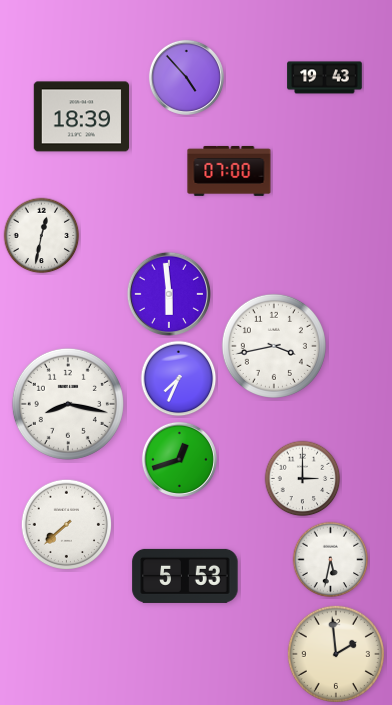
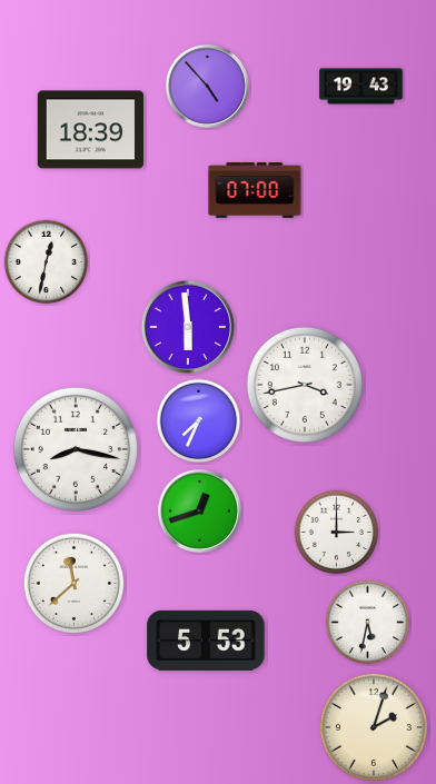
clock at (66, 524): 7:38 -> 11:38
clock at (336, 654): 1:59 -> 2:03
